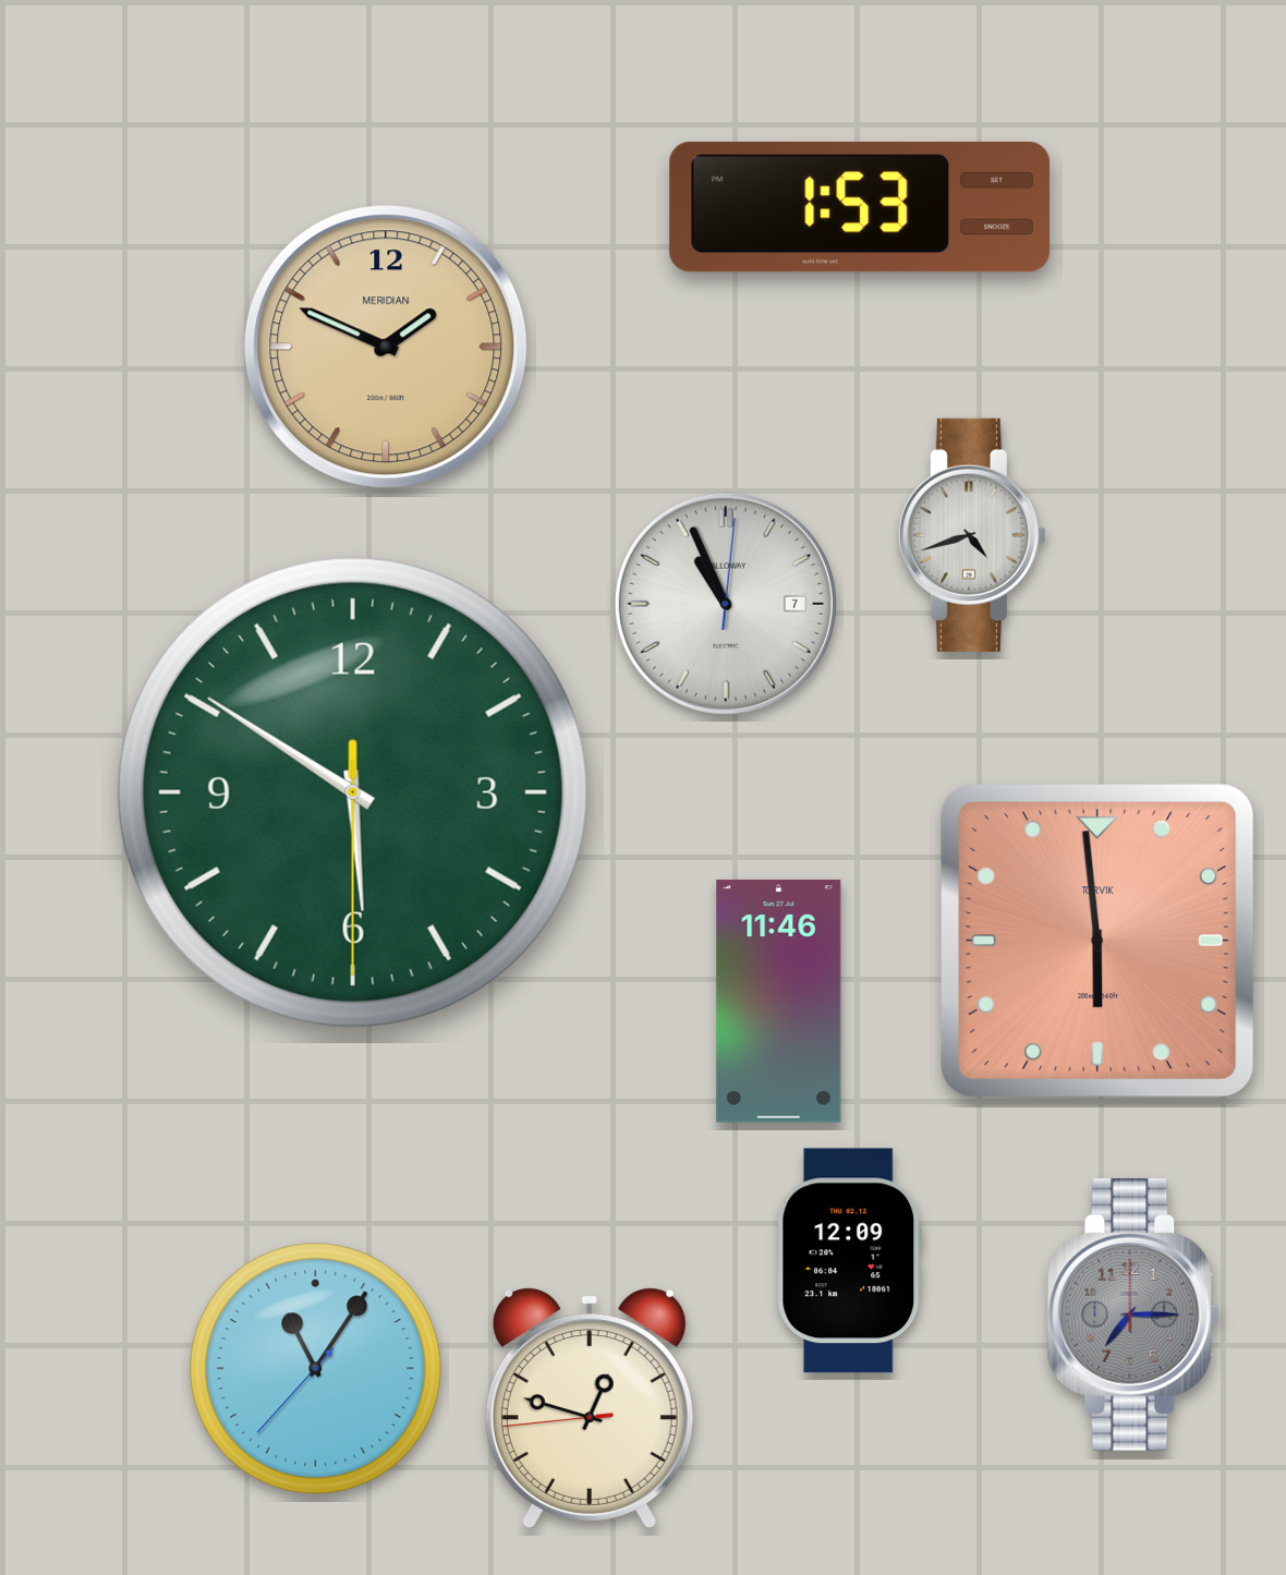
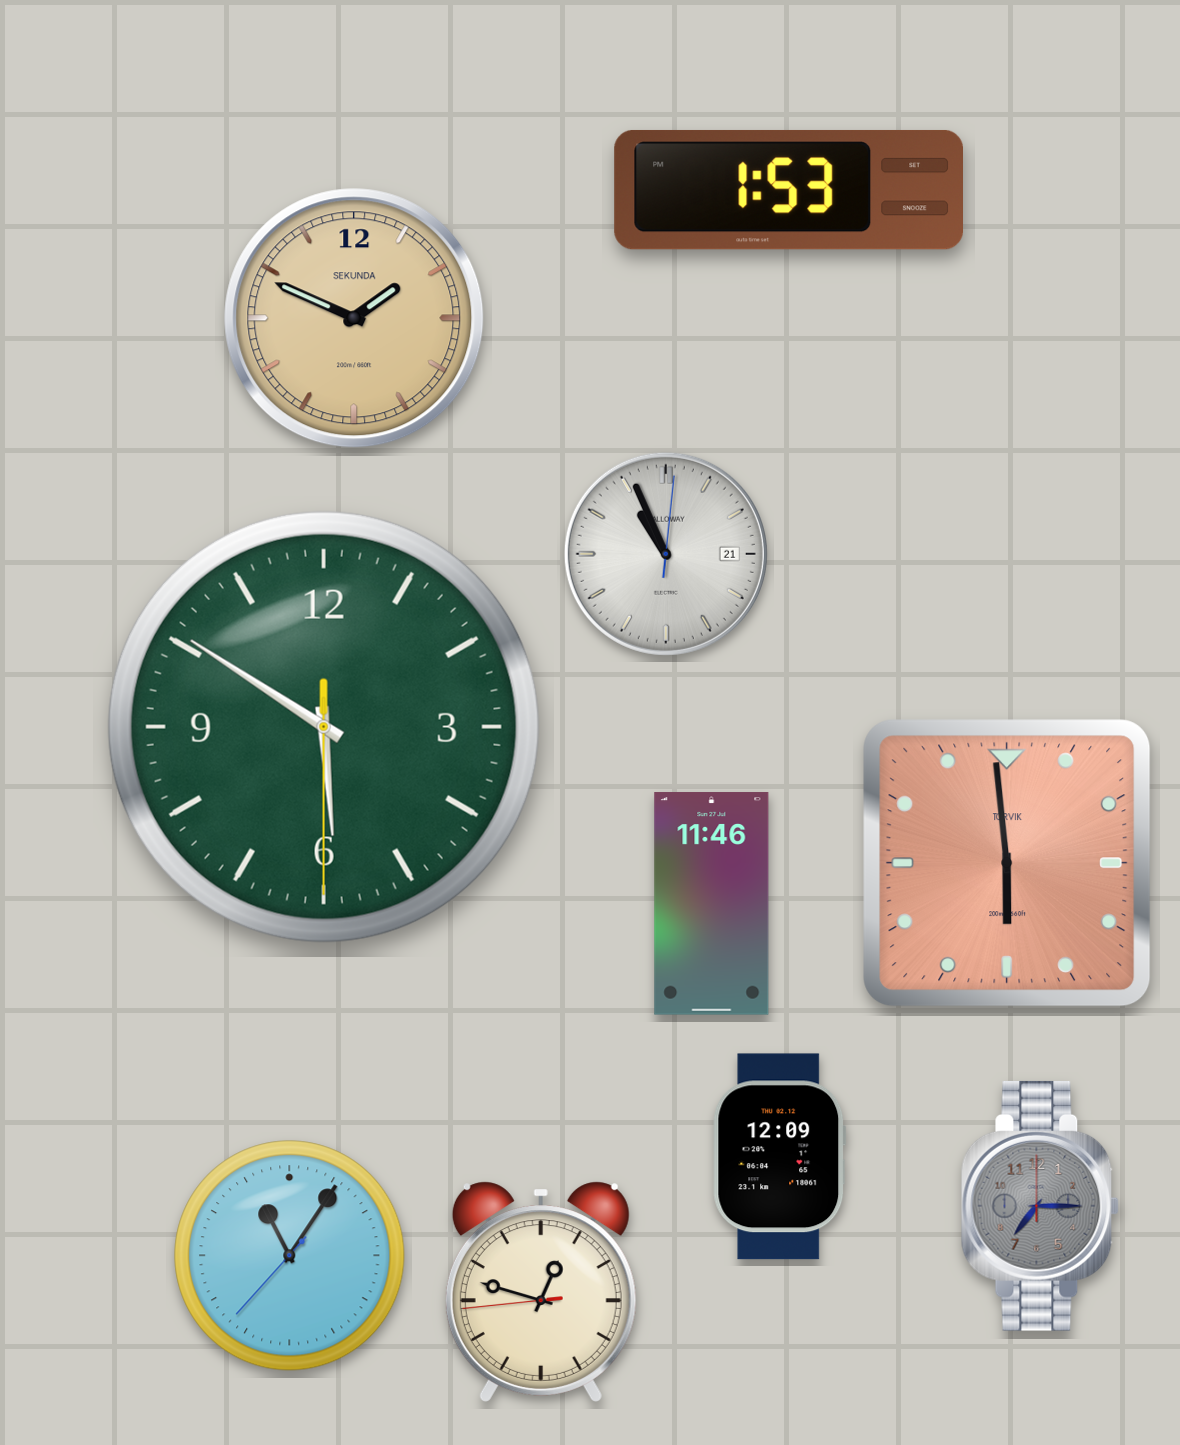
clock at (386, 347) brand: MERIDIAN -> SEKUNDA
clock at (972, 535): 4:42 -> none
clock at (726, 604) date: 7 -> 21
clock at (779, 1002) position: (779, 1002) -> (712, 904)
